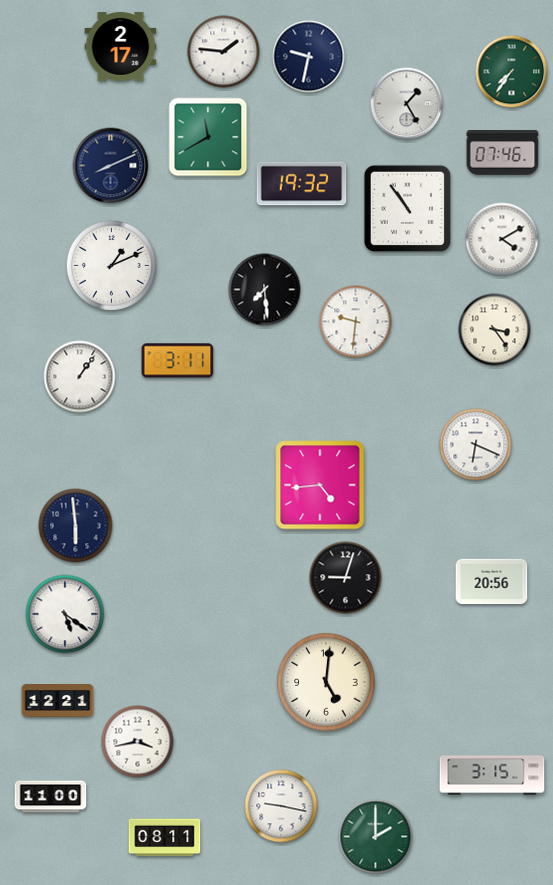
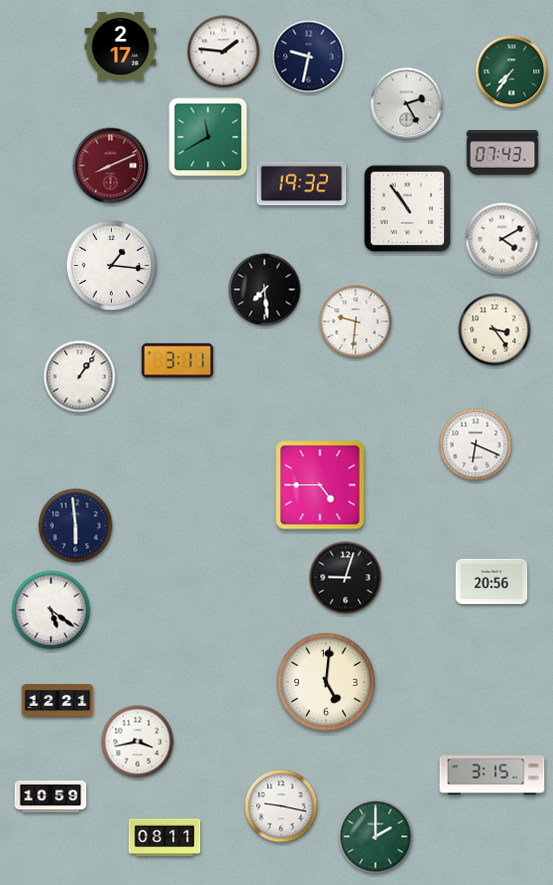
clock at (407, 104): 1:25 -> 2:25
clock at (503, 153): 07:46 -> 07:43
clock at (111, 166) dial: navy -> burgundy
clock at (111, 265): 1:11 -> 1:16
clock at (320, 485): 4:44 -> 4:45
clock at (65, 614) position: (65, 614) -> (51, 610)
clock at (51, 797): 11:00 -> 10:59
